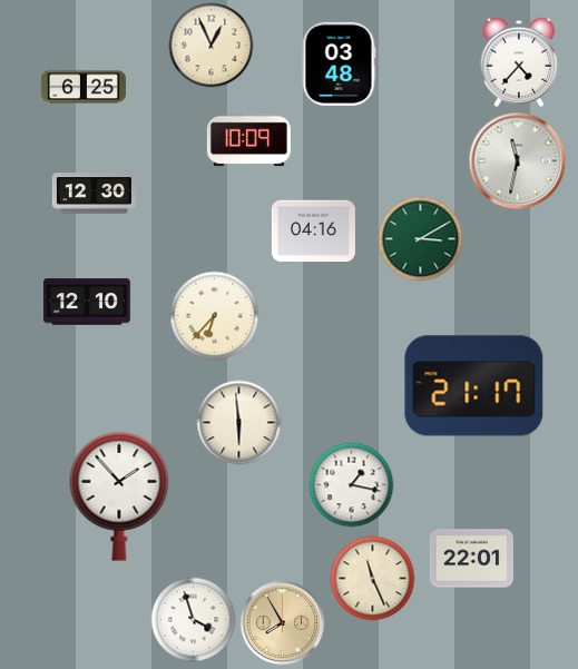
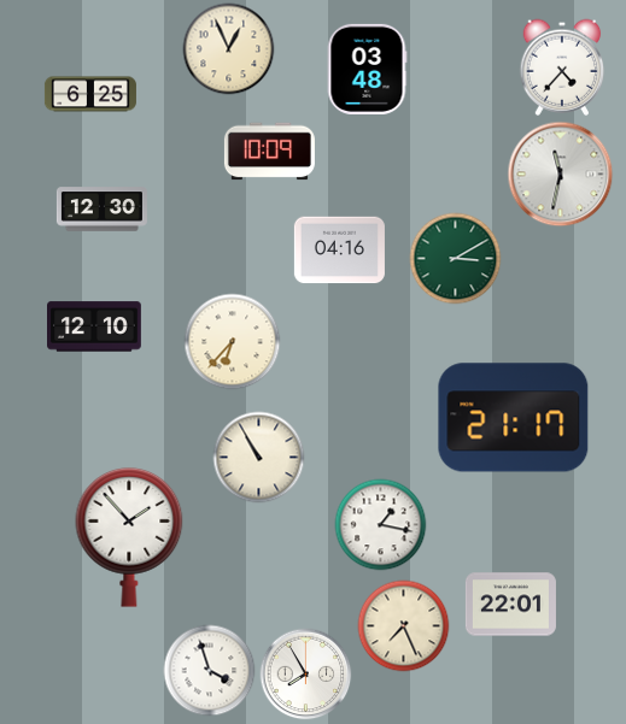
clock at (239, 423): 5:59 -> 10:55
clock at (373, 579): 11:26 -> 7:26
clock at (283, 623) dial: champagne -> white
